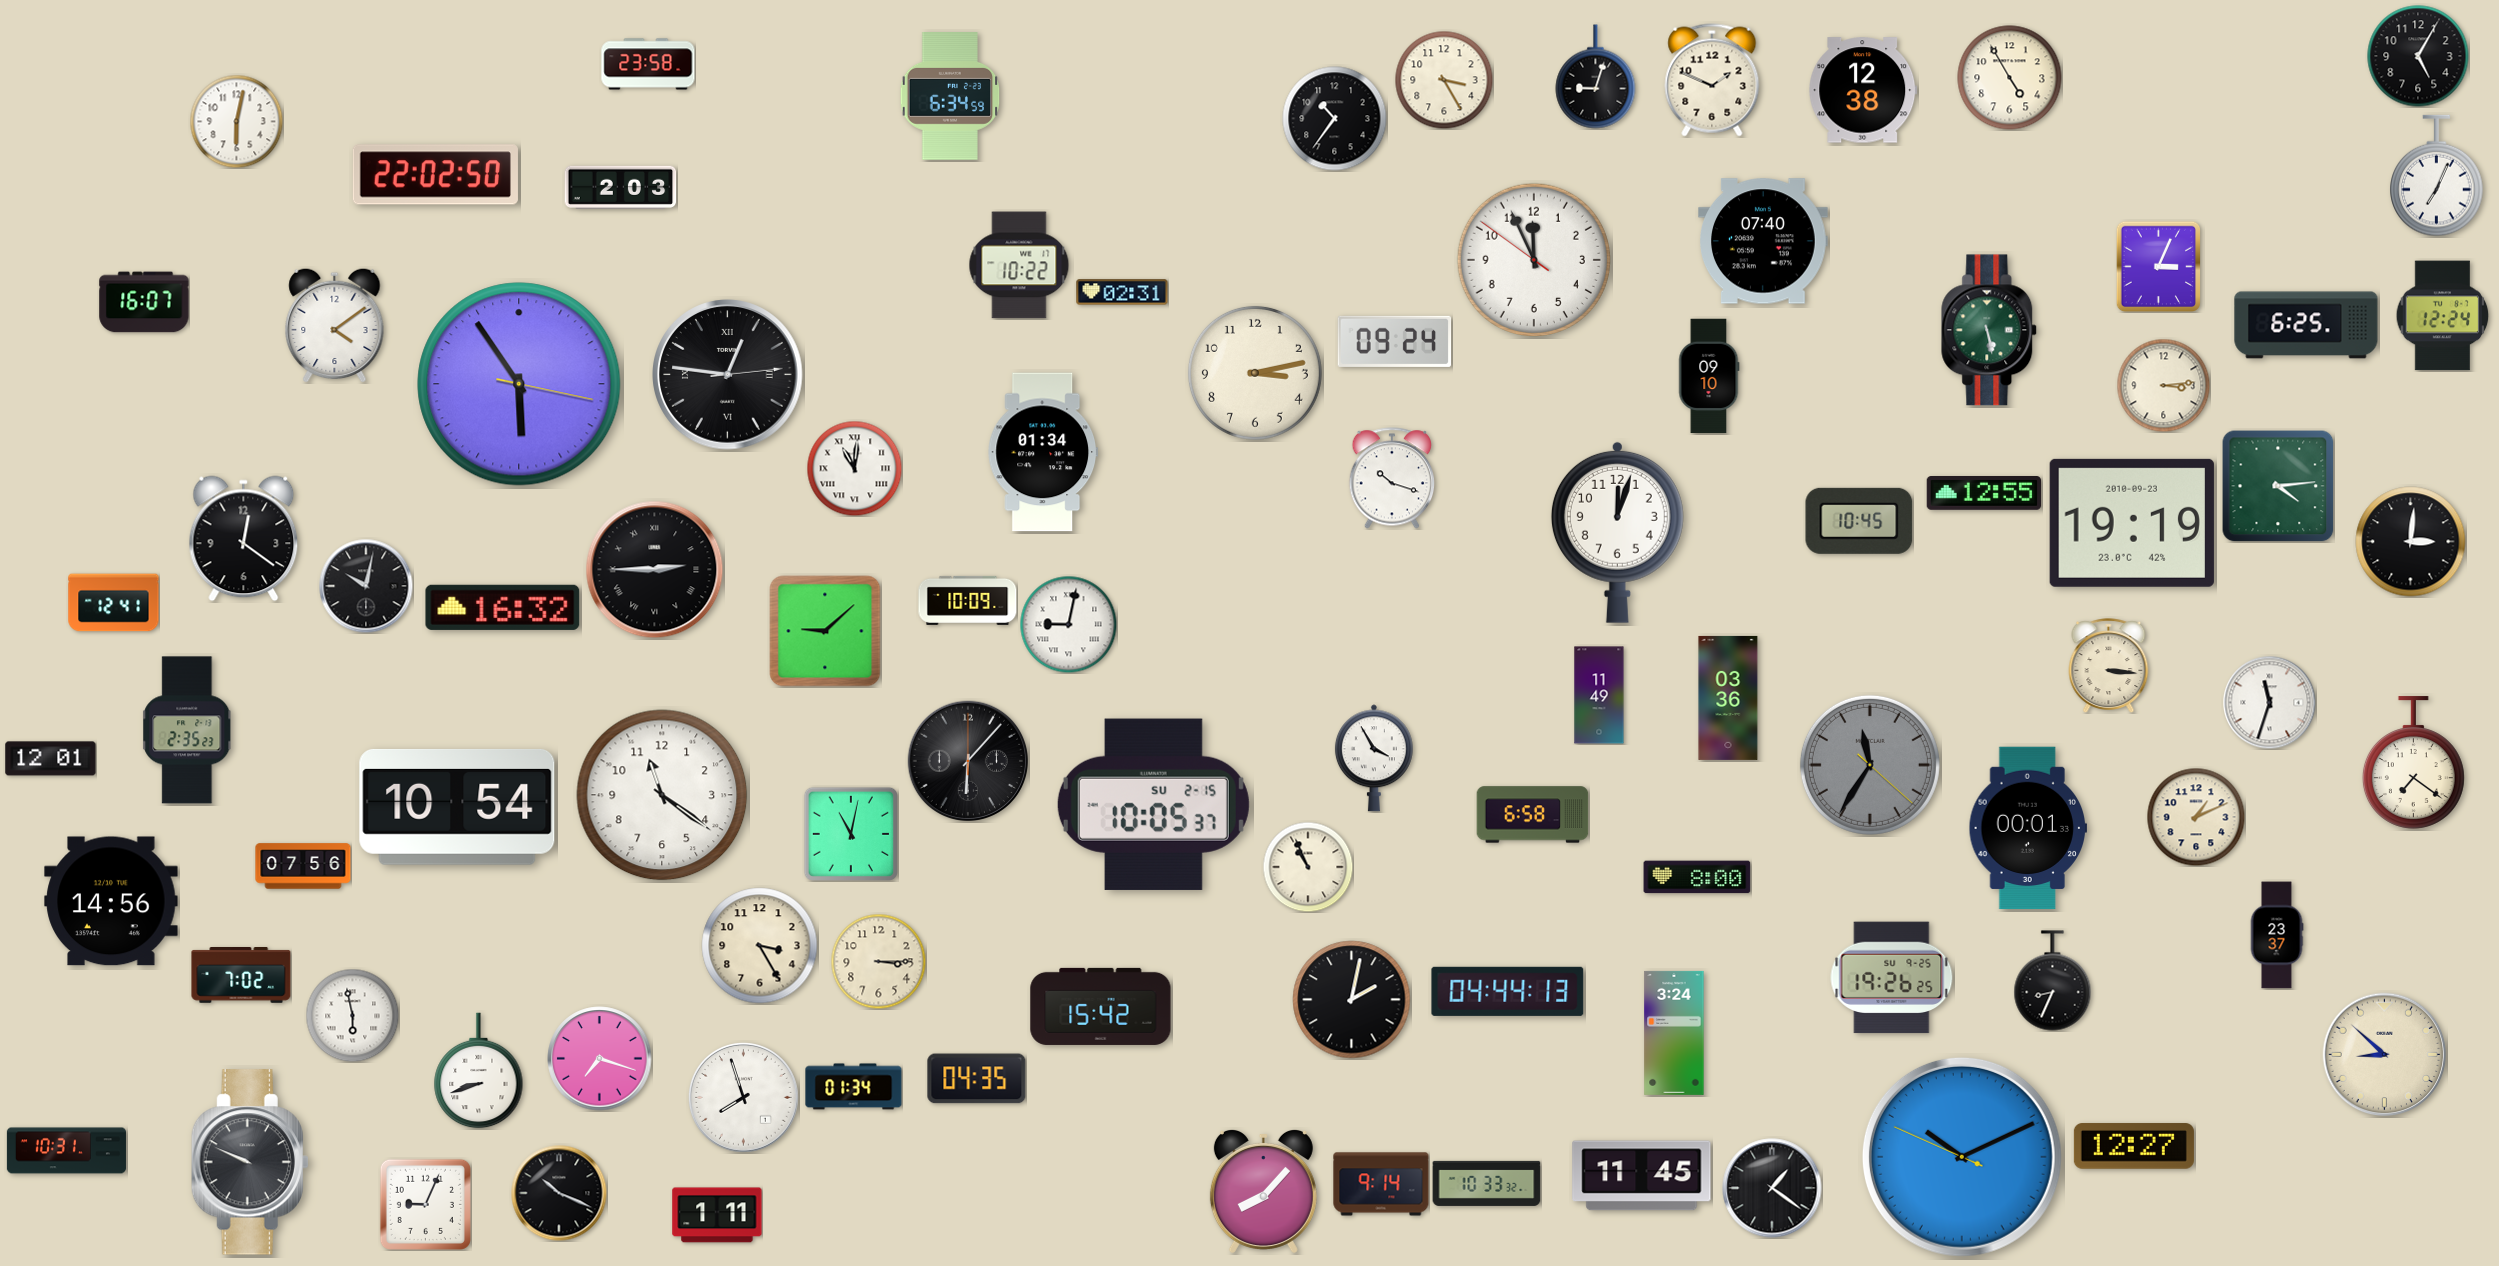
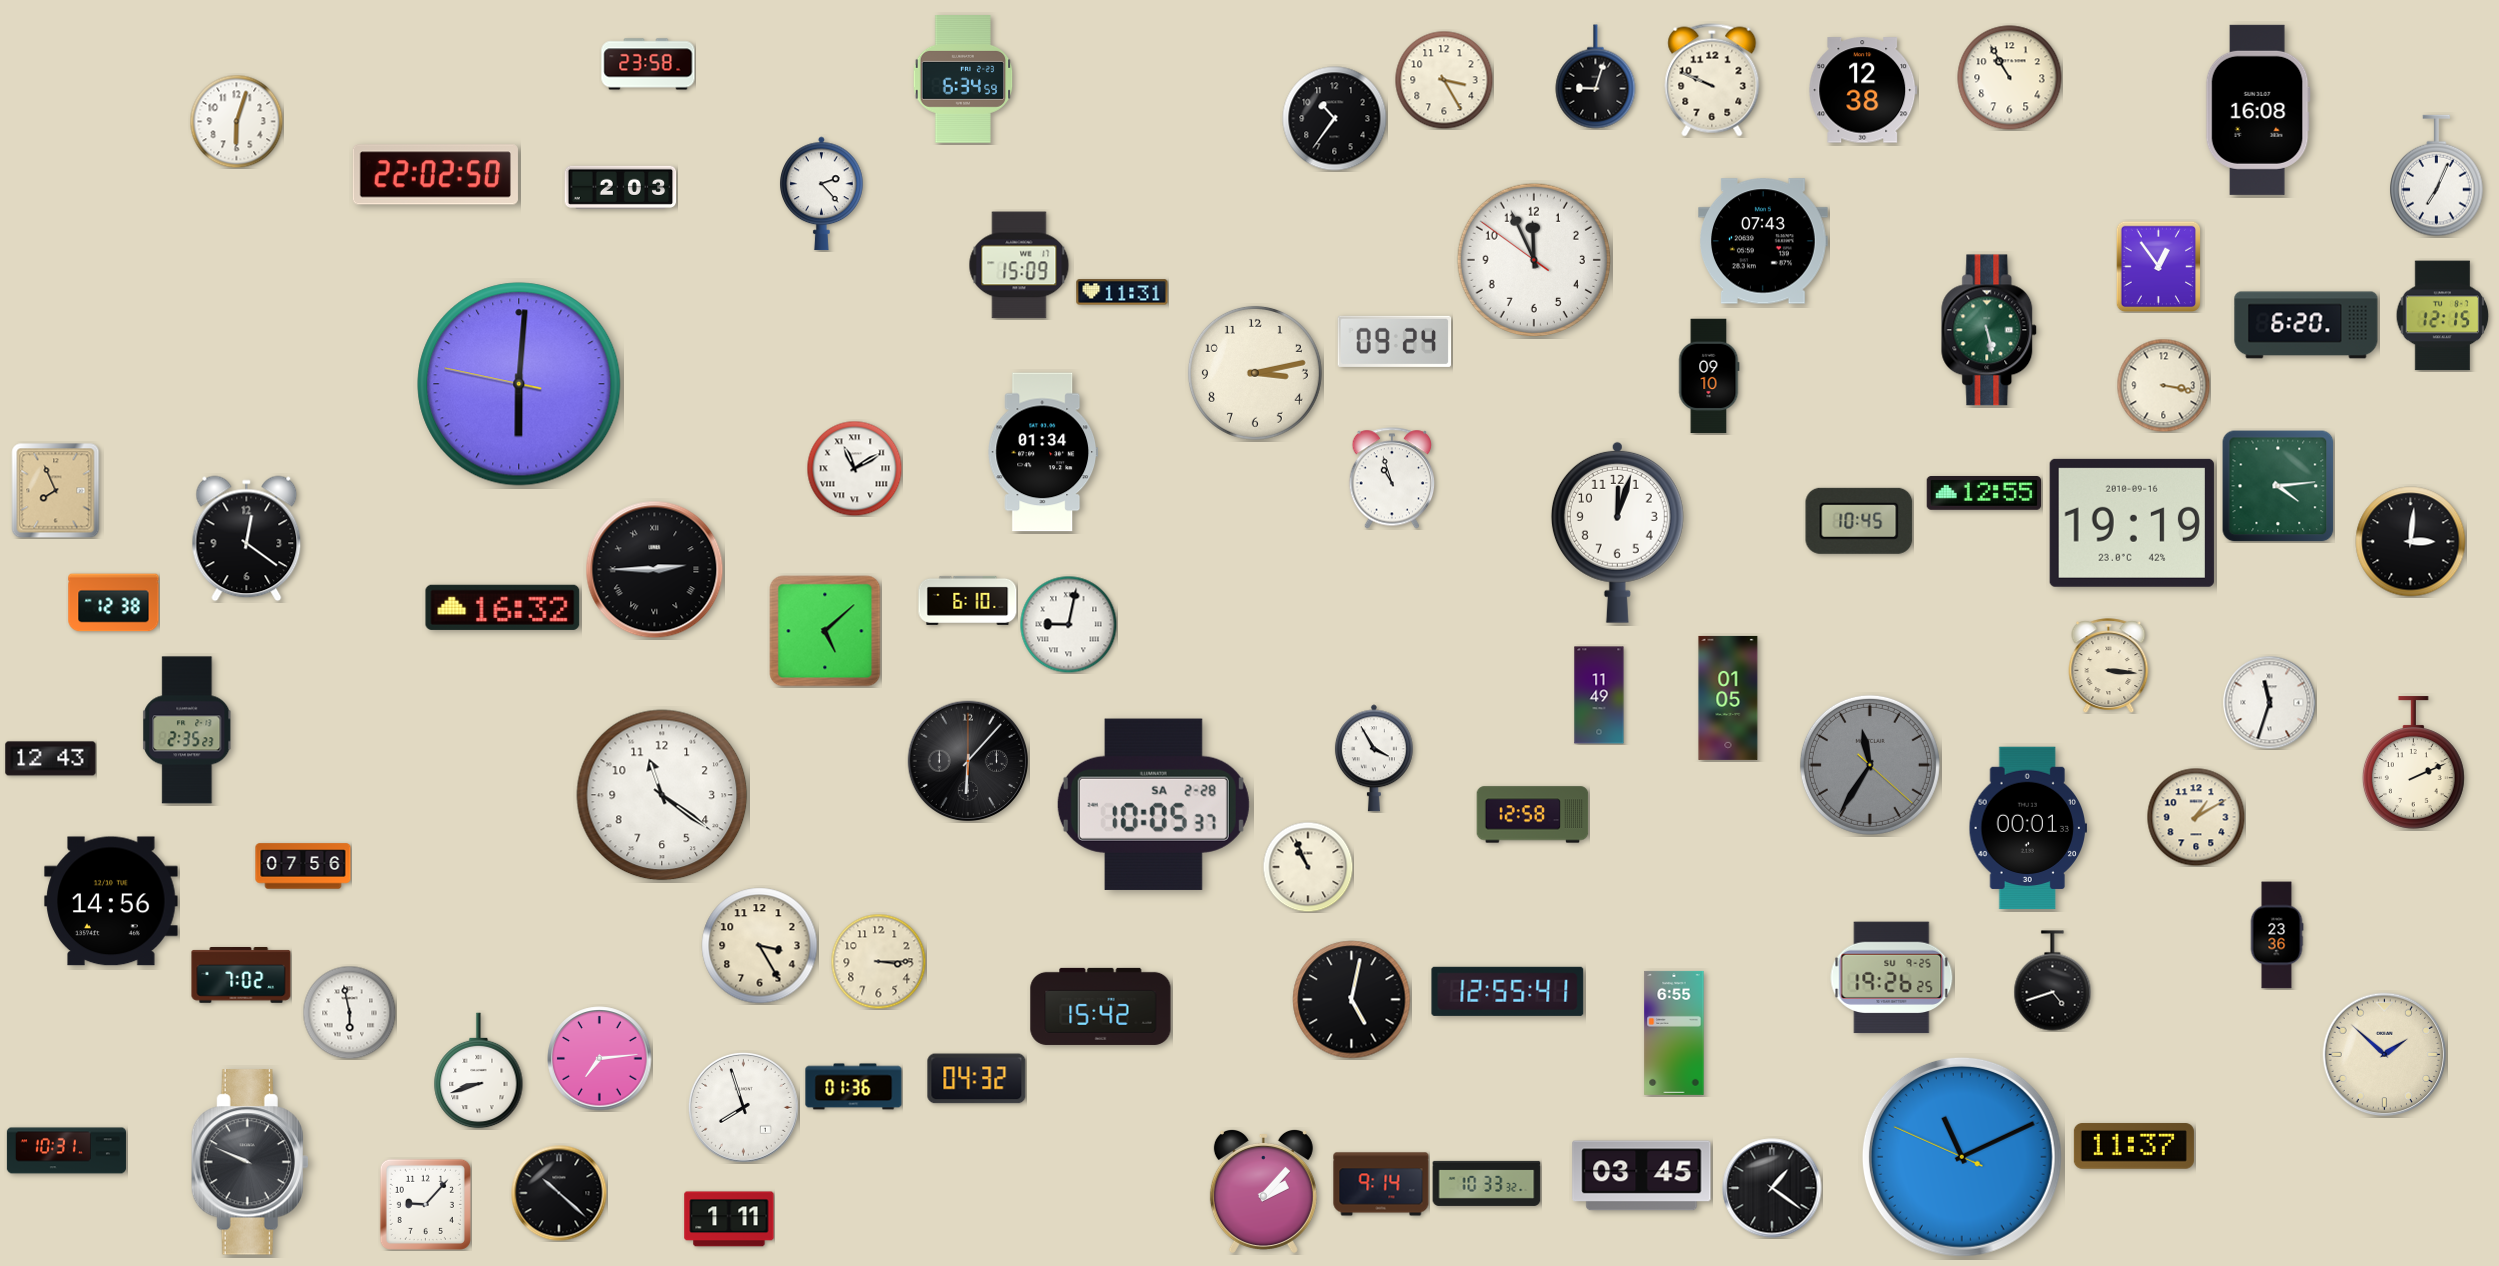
clock at (2418, 56): 5:05 -> none
clock at (2010, 78): 4:55 -> 10:55
clock at (1712, 80): 1:49 -> 9:49
clock at (950, 97) position: (950, 97) -> (963, 80)
clock at (2258, 110): none -> 16:08
clock at (236, 121): 6:02 -> 6:03
clock at (822, 194): none -> 2:23
clock at (1763, 241): 07:40 -> 07:43
clock at (1019, 265): 10:22 -> 15:09
clock at (2158, 266): 3:04 -> 12:54
clock at (1122, 292): 02:31 -> 11:31
clock at (144, 302): 16:07 -> none
clock at (2443, 316): 12:24 -> 12:15
clock at (335, 325): 4:09 -> none
clock at (2306, 325): 6:25 -> 6:20
clock at (728, 375): 12:46 -> none
clock at (519, 384): 5:54 -> 6:00
clock at (2163, 385): 3:14 -> 3:17
clock at (854, 468): 11:01 -> 11:10
clock at (1392, 478): 10:18 -> 10:57
clock at (56, 490): none -> 7:56
clock at (2132, 523) date: 2010-09-23 -> 2010-09-16
clock at (244, 539) position: (244, 539) -> (247, 539)
clock at (366, 586): 10:02 -> none
clock at (968, 600): 10:09 -> 6:10
clock at (114, 603): 12:41 -> 12:38
clock at (825, 631): 9:08 -> 5:08
clock at (1728, 698): 03:36 -> 01:05
clock at (51, 759): 12:01 -> 12:43
clock at (2413, 763): 7:21 -> 2:11
clock at (1153, 804) date: SU 2-15 -> SA 2-28
clock at (457, 807): 10:54 -> none
clock at (1533, 815): 6:58 -> 12:58
clock at (2196, 817): 1:11 -> 1:10
clock at (851, 834): 11:02 -> none
clock at (1697, 877): 8:00 -> none
clock at (2277, 935): 23:37 -> 23:36
clock at (2053, 981): 8:34 -> 4:42
clock at (1508, 991): 04:44 -> 12:55
clock at (1352, 1000): 2:02 -> 5:02
clock at (352, 1015) position: (352, 1015) -> (349, 1012)
clock at (1674, 1033): 3:24 -> 6:55
clock at (2385, 1055): 8:52 -> 1:52
clock at (600, 1059): 7:18 -> 7:14
clock at (977, 1079): 04:35 -> 04:32
clock at (854, 1087): 01:34 -> 01:36
clock at (743, 1097) position: (743, 1097) -> (743, 1107)
clock at (2134, 1146): 12:27 -> 11:37
clock at (1962, 1157): 10:10 -> 11:10
clock at (1642, 1176): 11:45 -> 03:45
clock at (1263, 1191): 8:07 -> 2:07
clock at (559, 1193): 10:19 -> 10:22
clock at (425, 1204): 9:04 -> 9:07
clock at (717, 1215) position: (717, 1215) -> (729, 1219)
